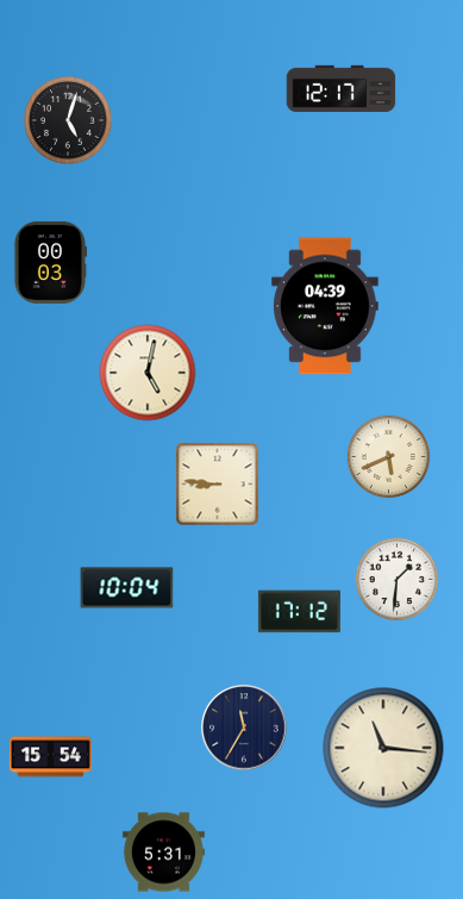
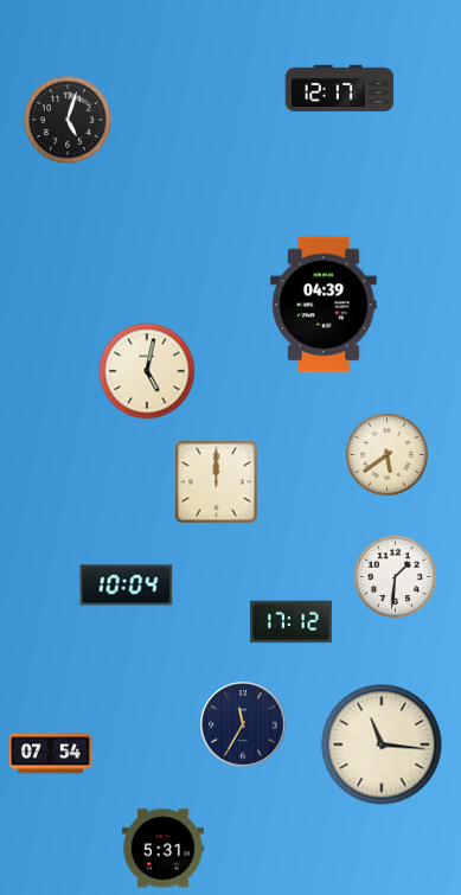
clock at (50, 262): 00:03 -> none
clock at (389, 457): 5:41 -> 5:39
clock at (218, 485): 8:46 -> 12:00
clock at (299, 612) position: (299, 612) -> (290, 622)
clock at (50, 757): 15:54 -> 07:54
